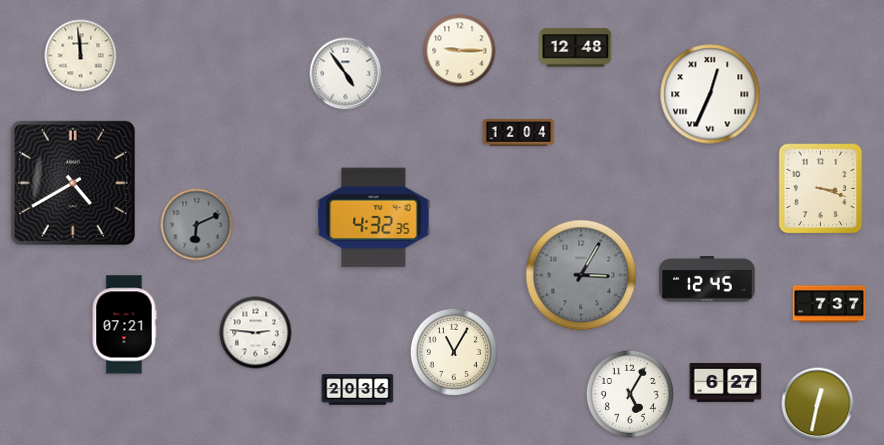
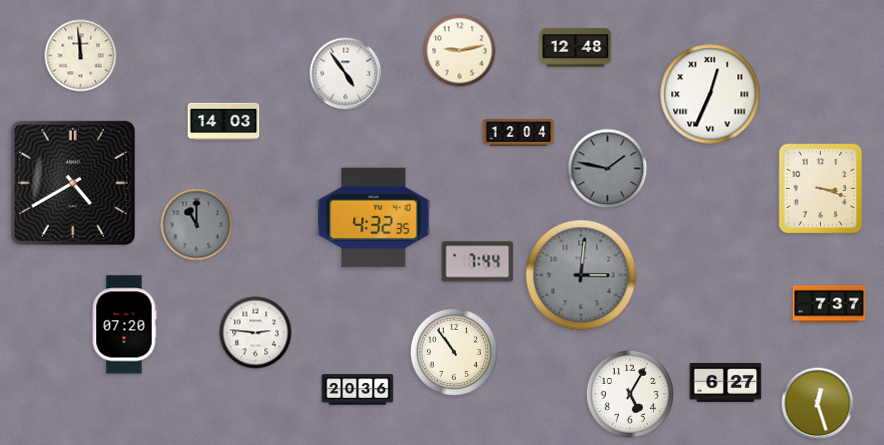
clock at (460, 51): 9:15 -> 9:13
clock at (224, 122): none -> 14:03
clock at (608, 169): none -> 1:47
clock at (197, 225): 6:11 -> 11:00
clock at (478, 262): none -> 7:44
clock at (581, 275): 3:05 -> 3:01
clock at (707, 280): 12:45 -> none
clock at (124, 325): 07:21 -> 07:20
clock at (454, 352): 11:05 -> 10:54
clock at (818, 404): 12:32 -> 12:27
